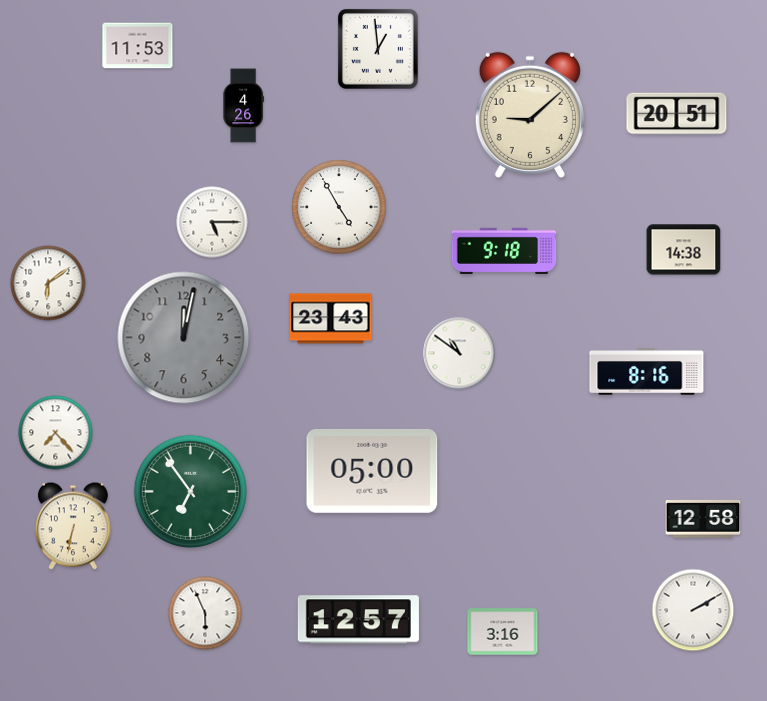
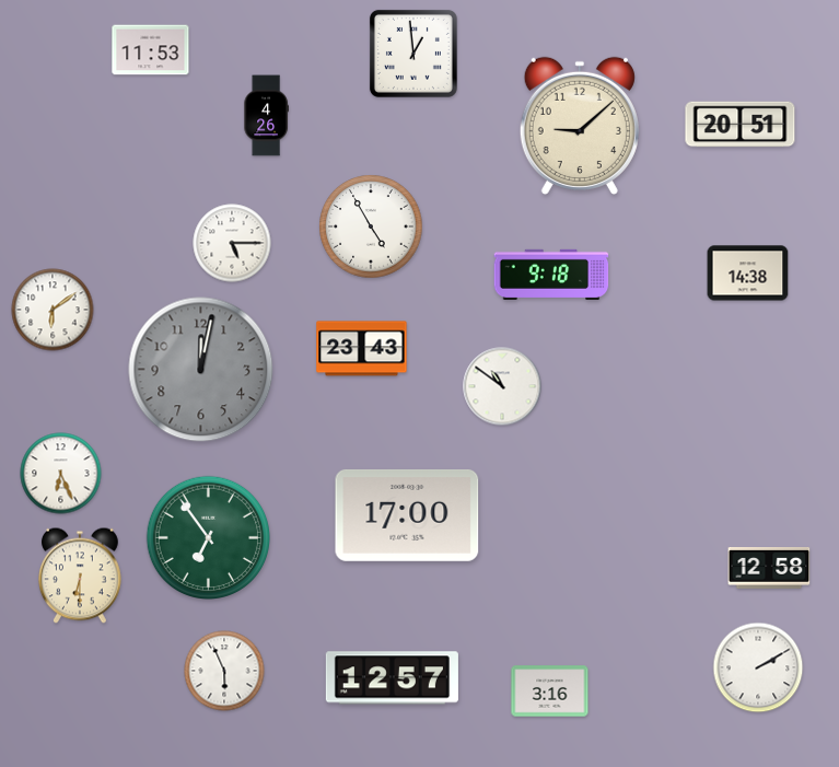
clock at (647, 372): 8:16 -> none
clock at (56, 433): 7:23 -> 6:26
clock at (372, 471): 05:00 -> 17:00
clock at (74, 526): 6:32 -> 6:30
